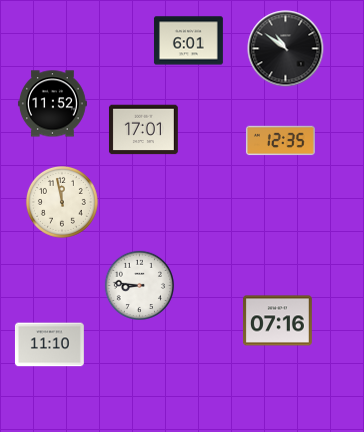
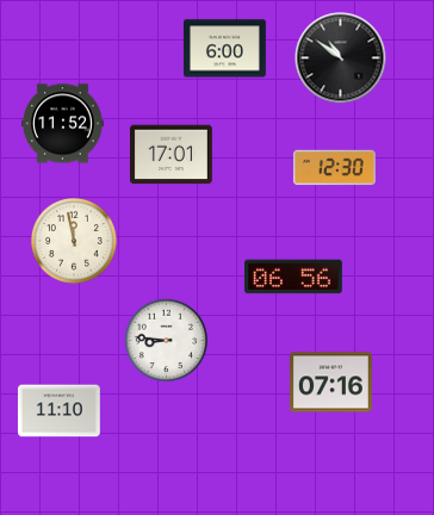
clock at (188, 41): 6:01 -> 6:00
clock at (280, 141): 12:35 -> 12:30
clock at (294, 277): none -> 06:56
